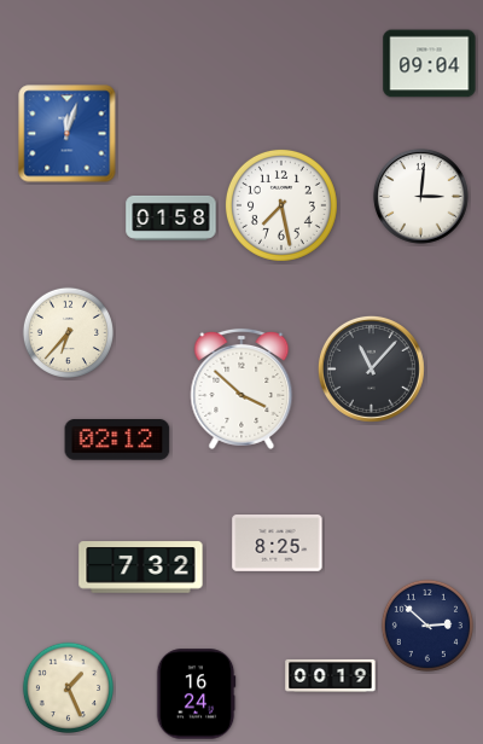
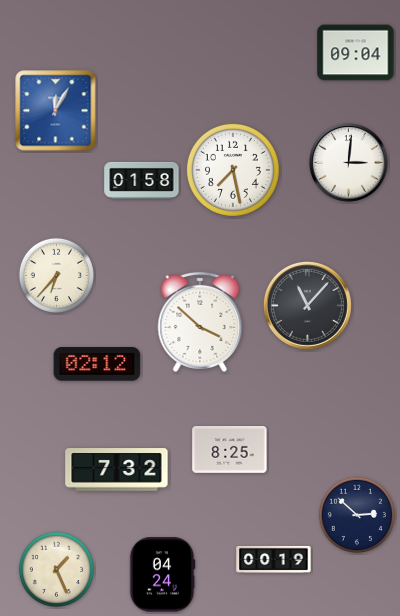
clock at (68, 134): 12:03 -> 12:05
clock at (427, 626) position: (427, 626) -> (357, 515)
clock at (196, 694): 16:24 -> 04:24
